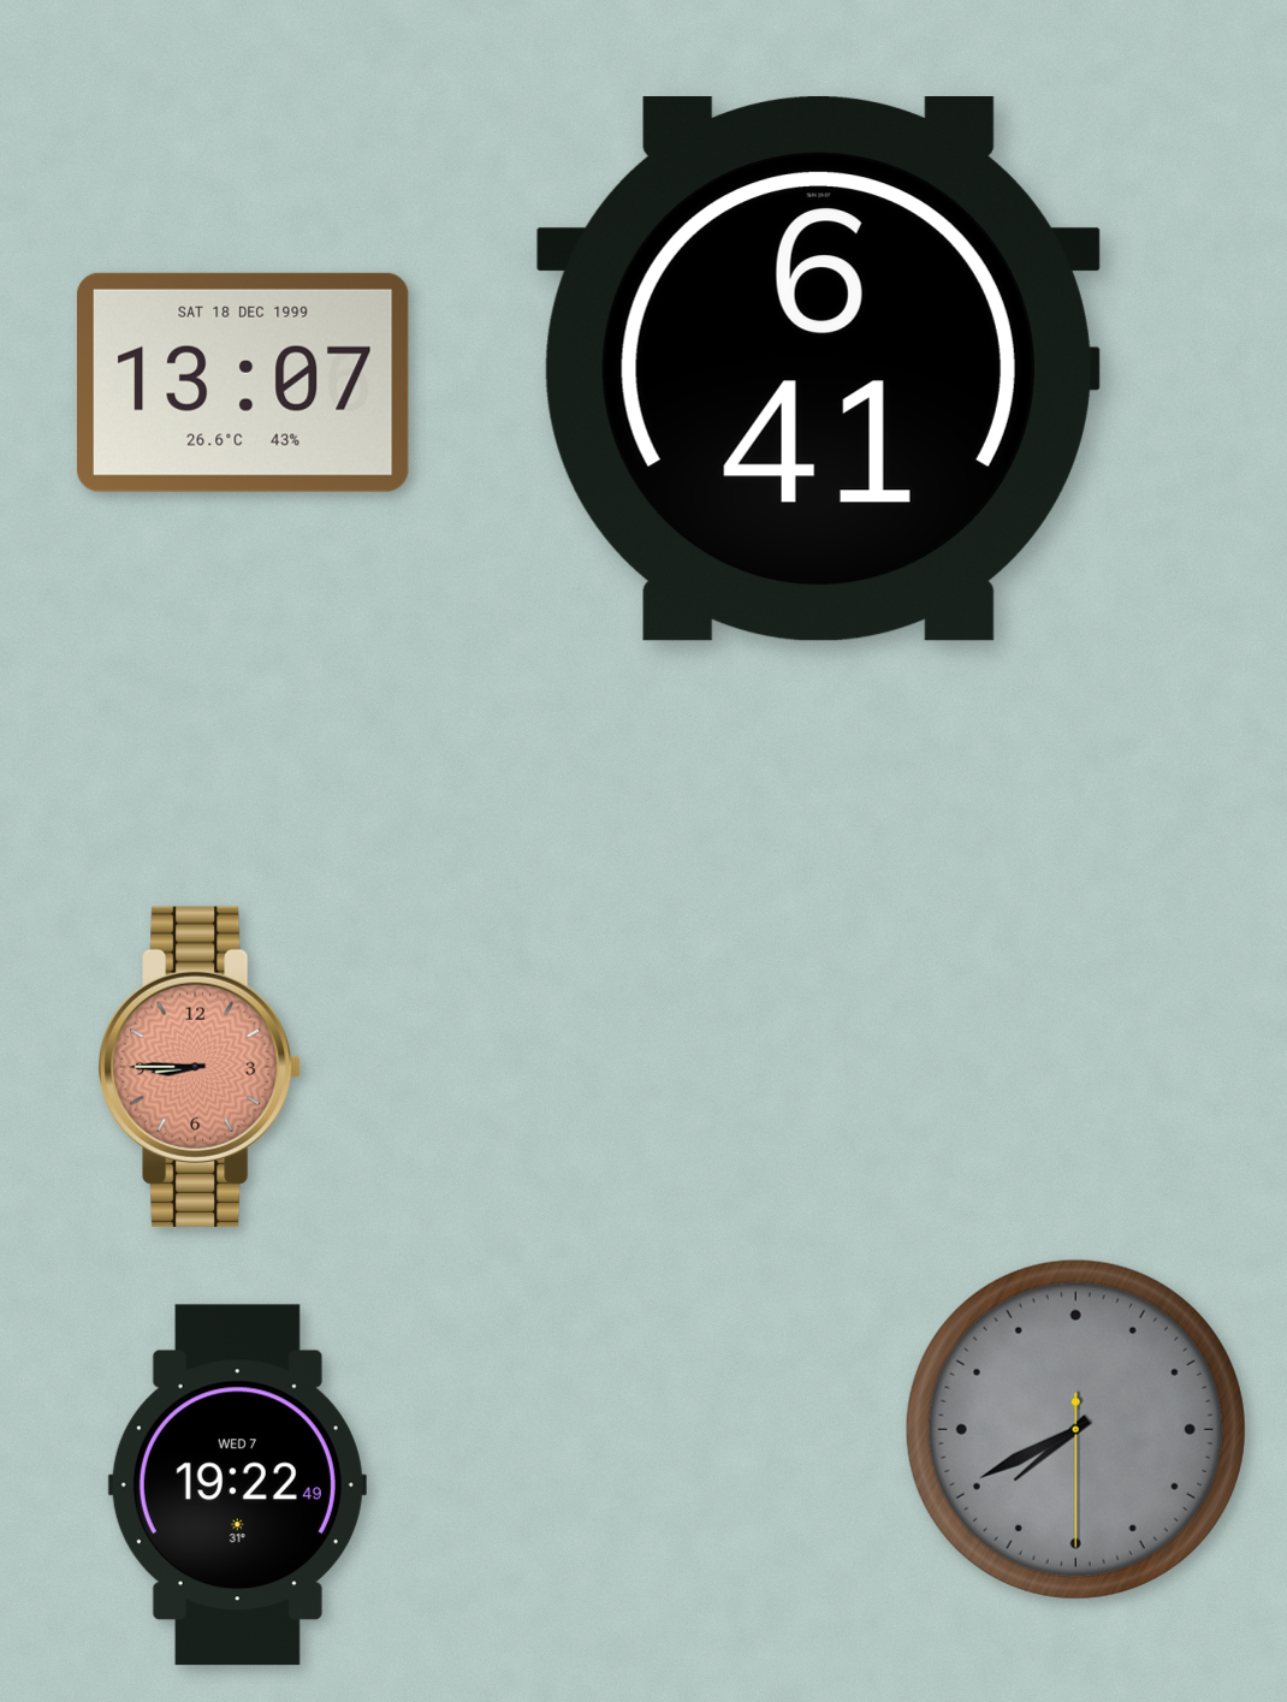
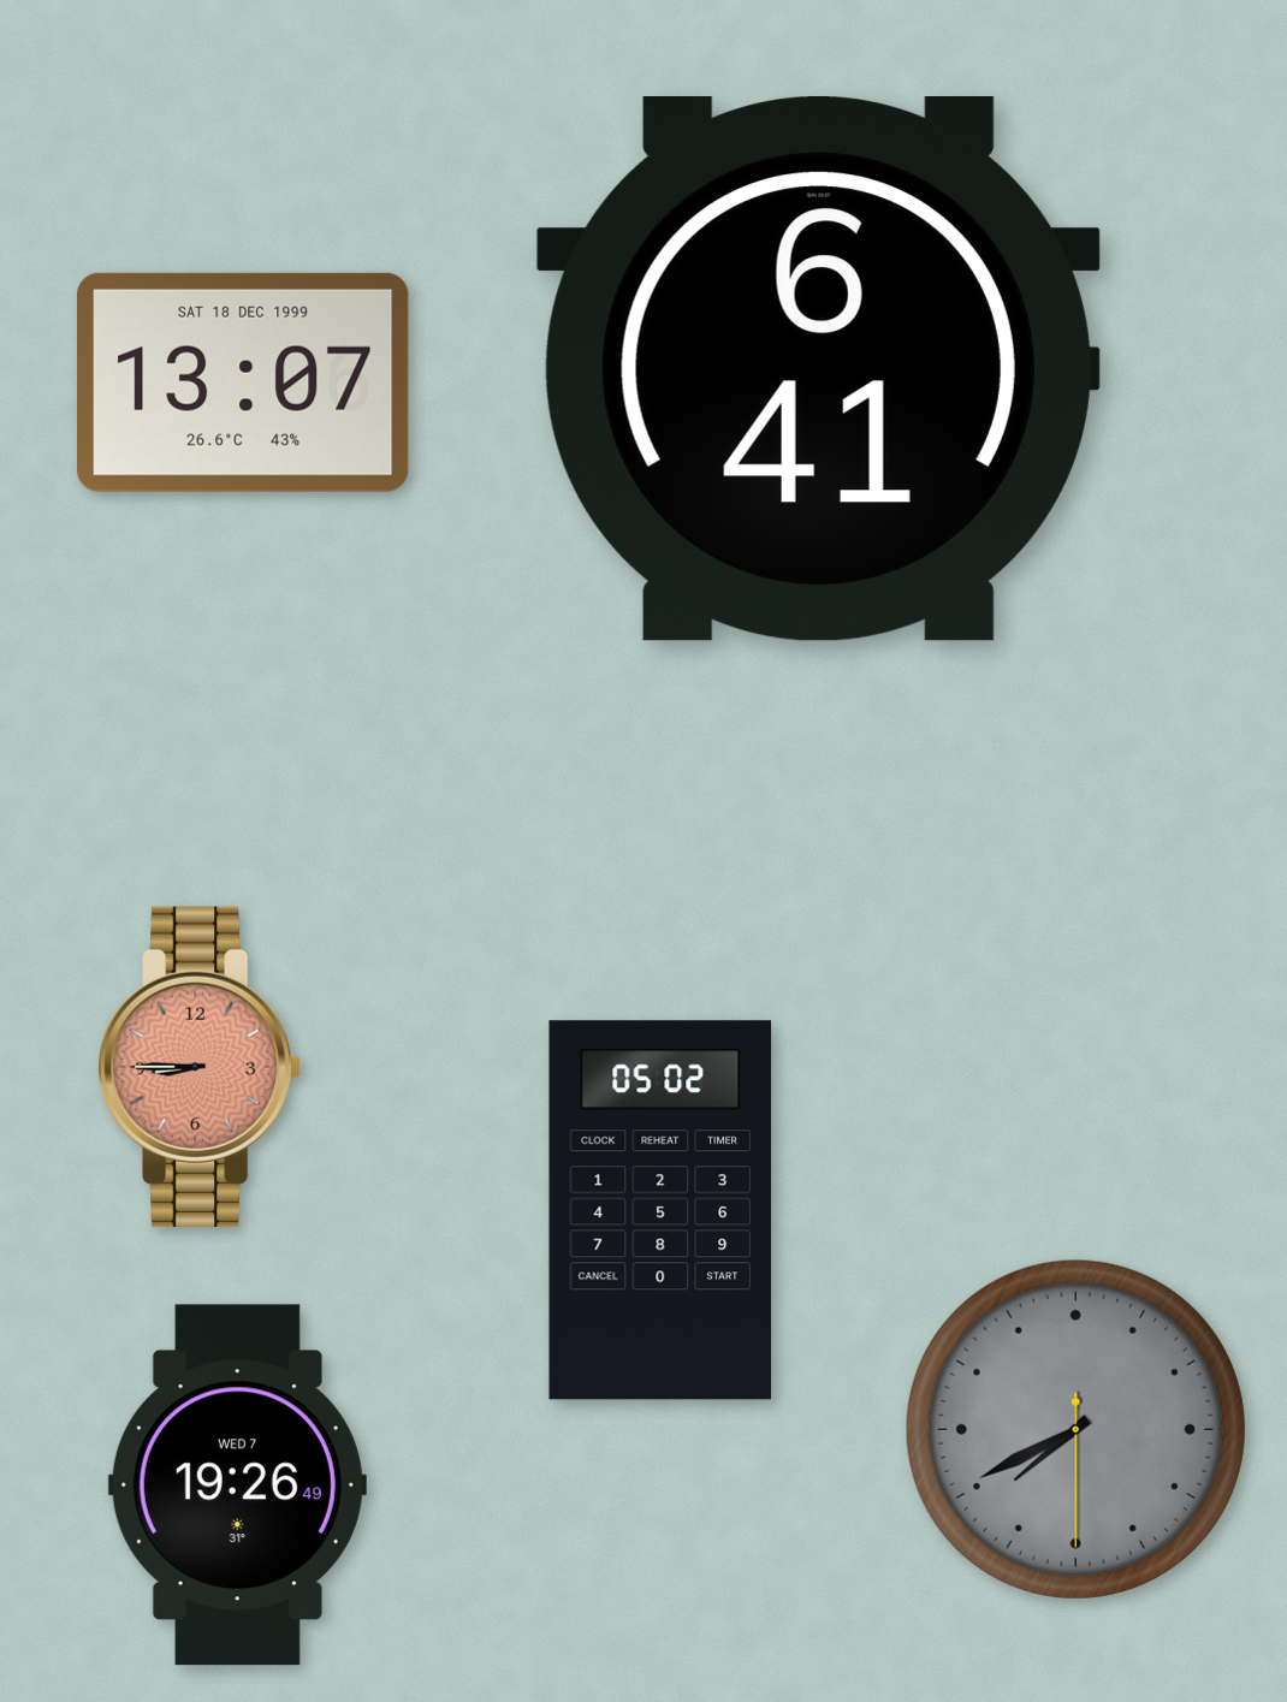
clock at (660, 1210): none -> 05:02
clock at (237, 1485): 19:22 -> 19:26
